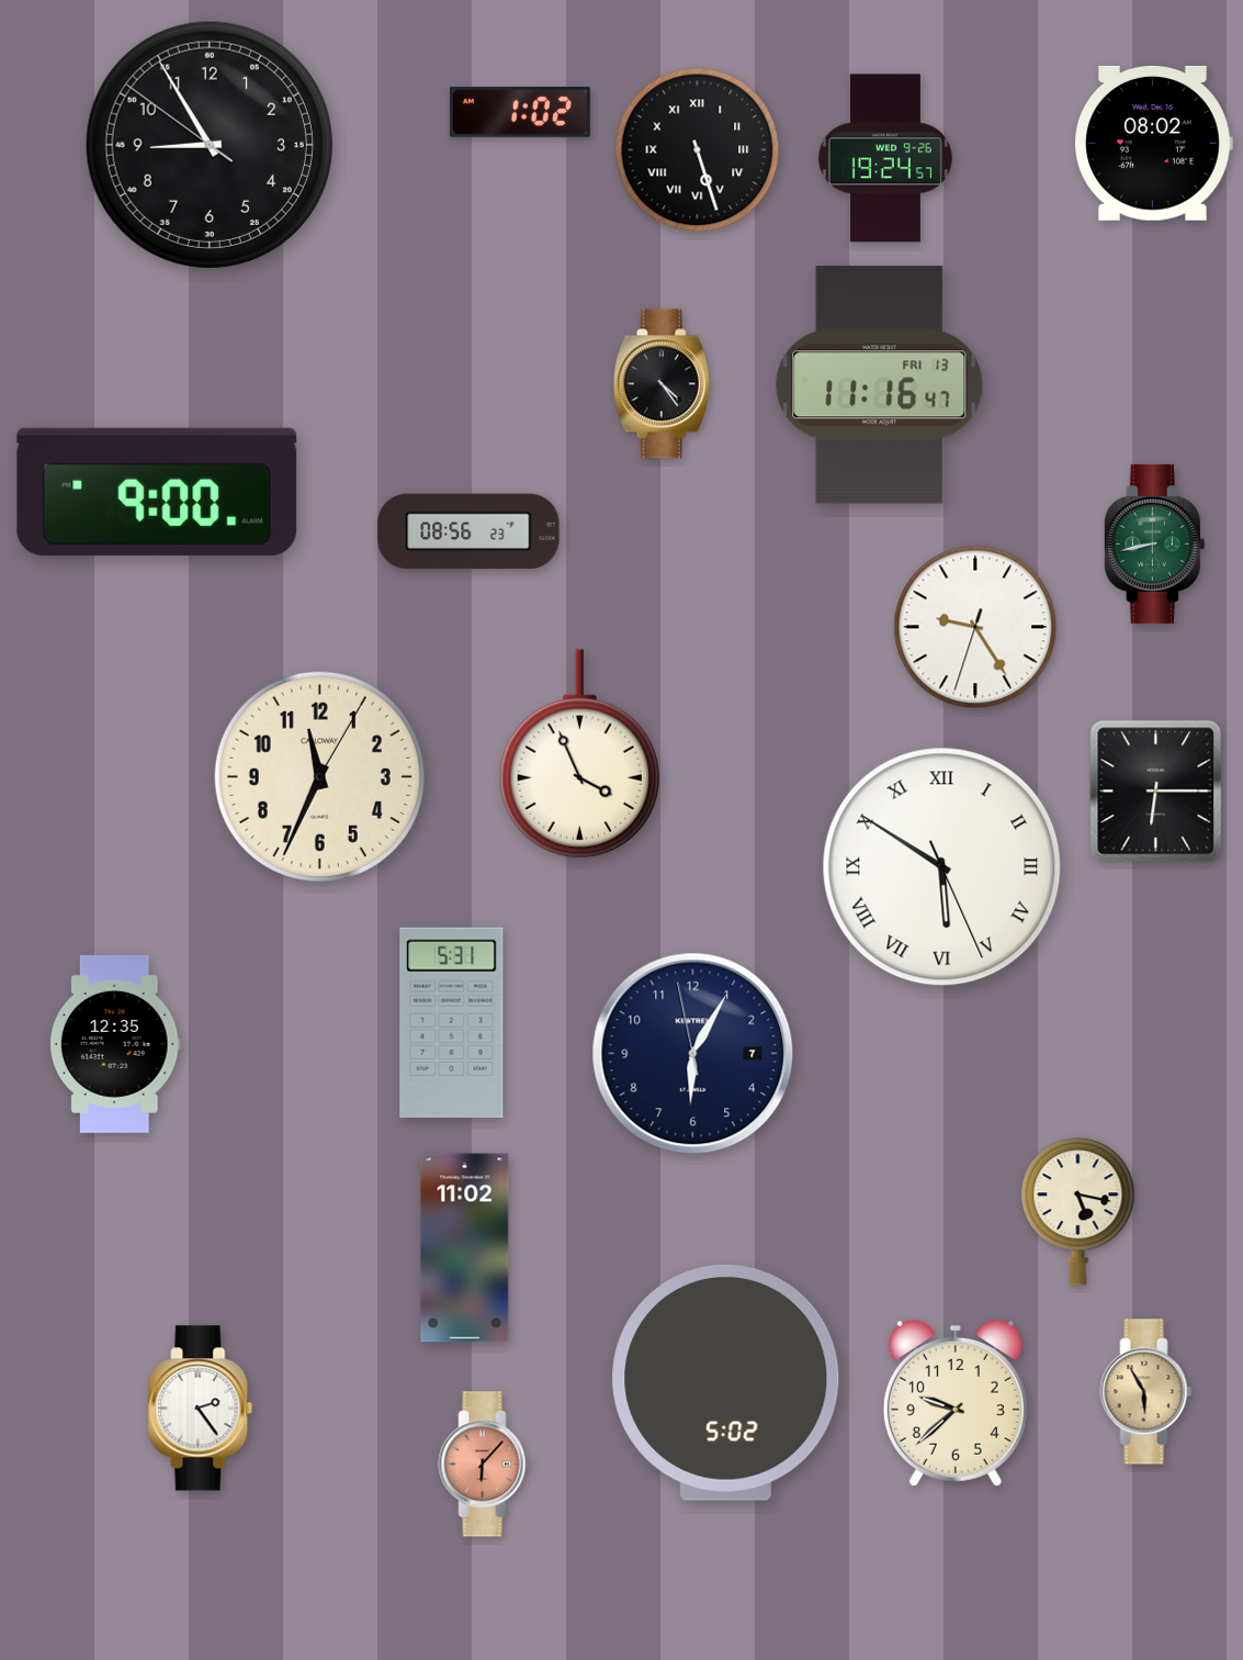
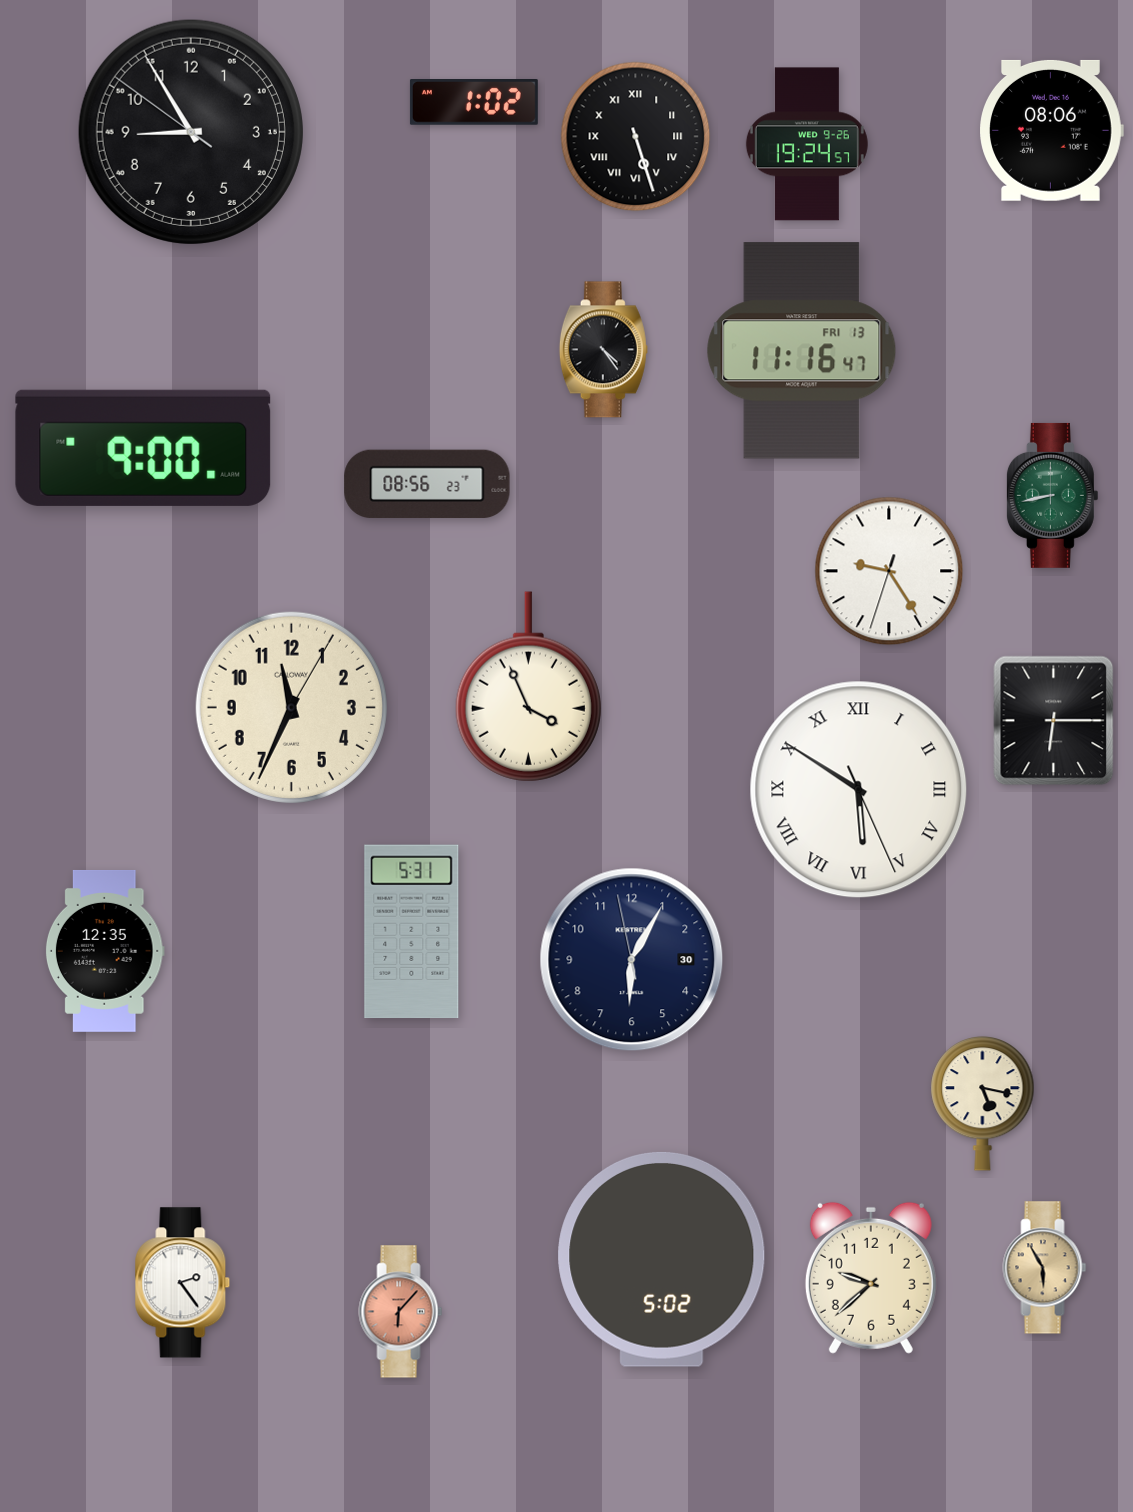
clock at (1153, 143): 08:02 -> 08:06
clock at (693, 1054) date: 7 -> 30
clock at (465, 1248): 11:02 -> none
clock at (485, 1465) position: (485, 1465) -> (401, 1312)
